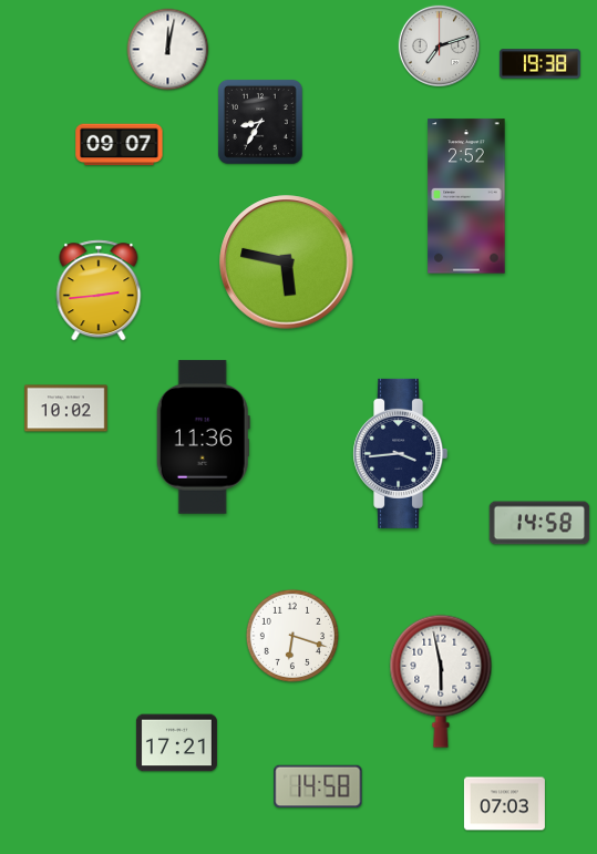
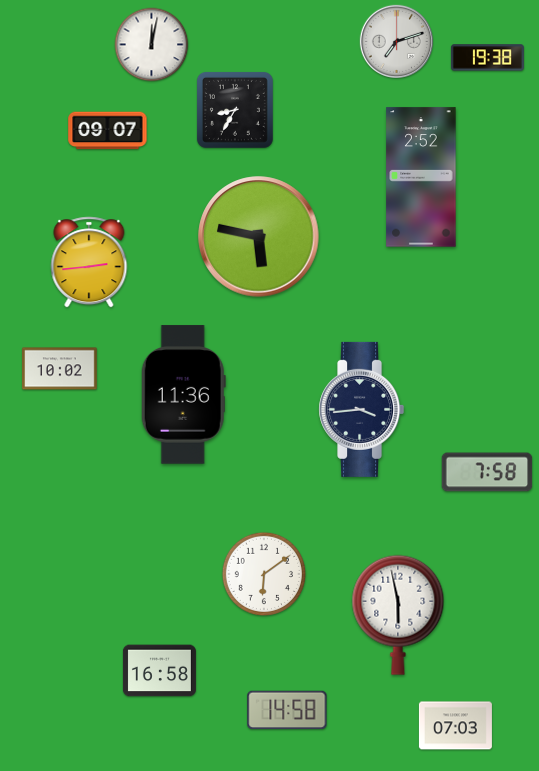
clock at (539, 523): 14:58 -> 7:58
clock at (291, 635): 6:18 -> 6:09
clock at (176, 743): 17:21 -> 16:58
